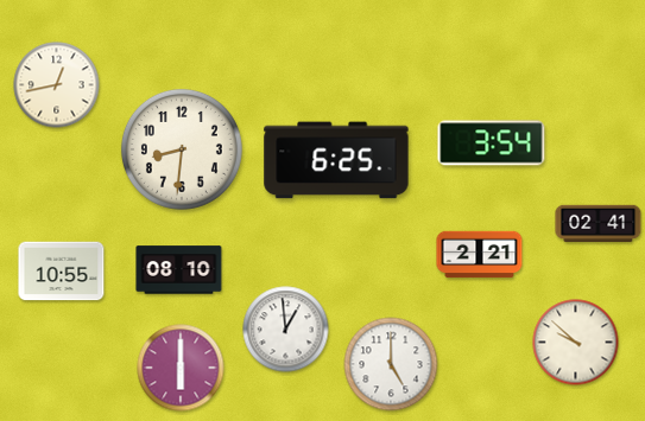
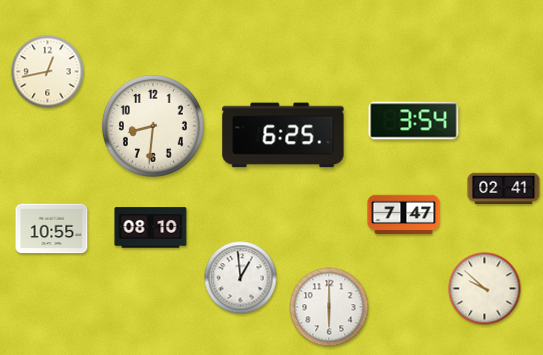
clock at (480, 255): 2:21 -> 7:47
clock at (391, 364): 5:00 -> 6:00
clock at (181, 368): 6:00 -> none
